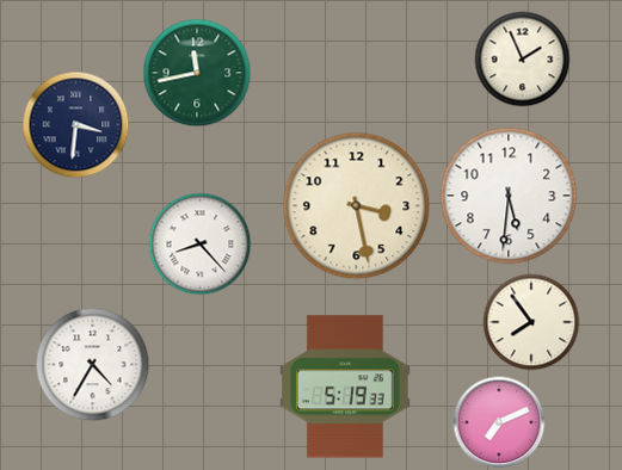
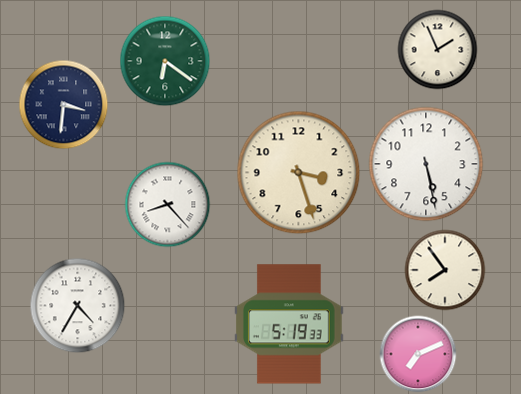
clock at (197, 73): 11:43 -> 6:21
clock at (509, 196): 5:31 -> 5:28
clock at (357, 206): 3:28 -> 3:27
